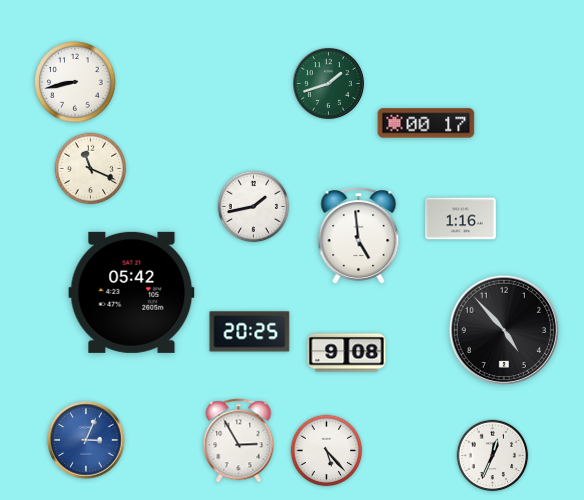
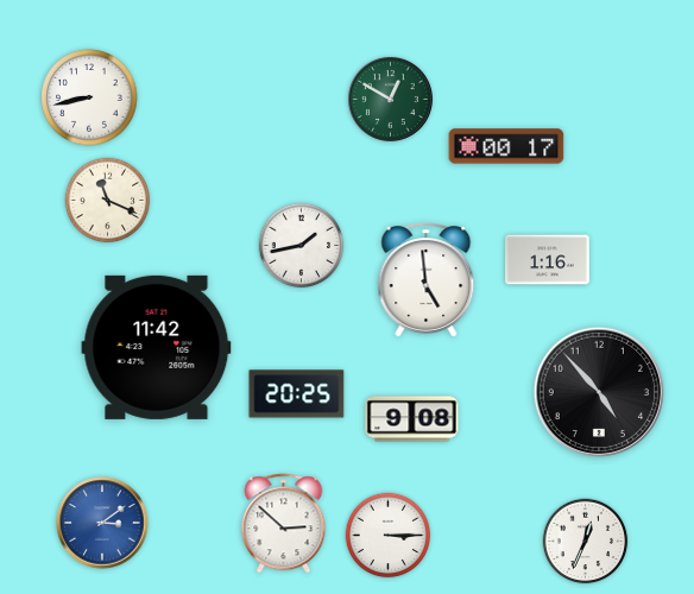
clock at (329, 84): 1:42 -> 12:50
clock at (132, 292): 05:42 -> 11:42
clock at (86, 440): 3:04 -> 3:09
clock at (239, 441): 2:55 -> 2:52
clock at (327, 451): 5:23 -> 3:15
